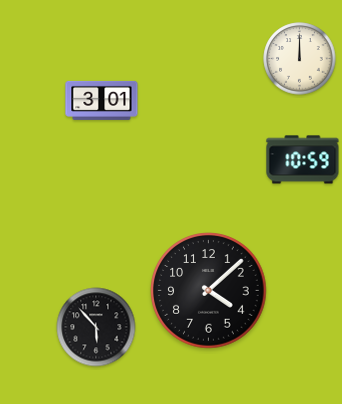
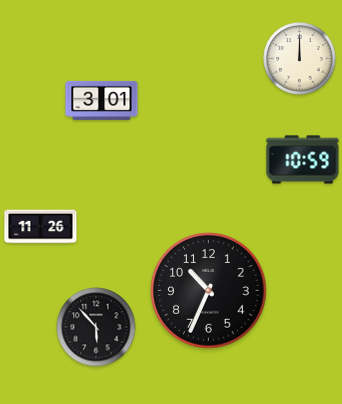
clock at (41, 227): none -> 11:26
clock at (209, 291): 4:08 -> 10:34
